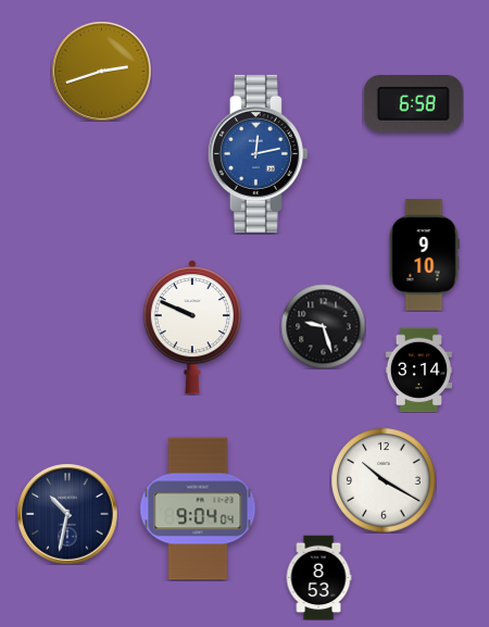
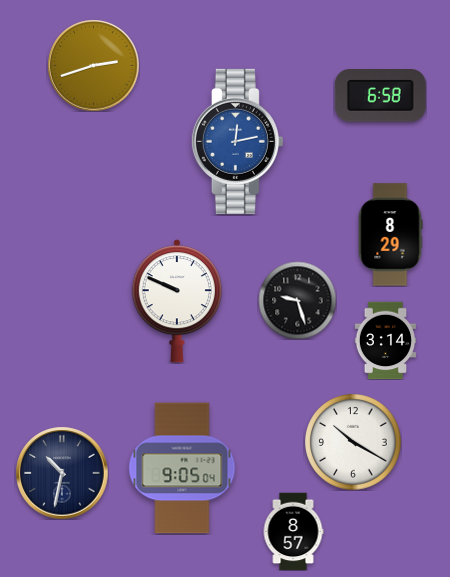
clock at (424, 255): 9:10 -> 8:29
clock at (198, 509): 9:04 -> 9:05
clock at (318, 577): 8:53 -> 8:57
